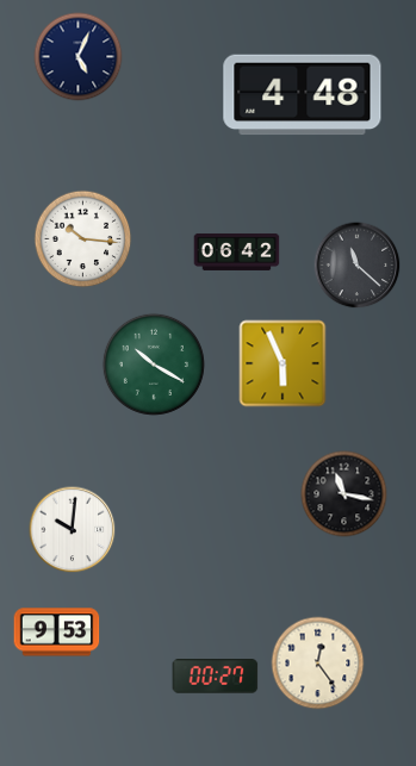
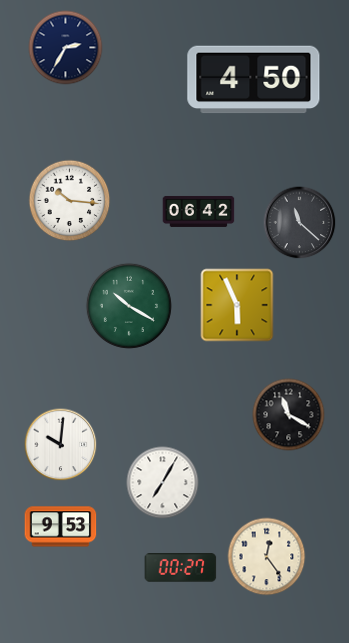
clock at (79, 57): 5:04 -> 2:35
clock at (303, 95): 4:48 -> 4:50
clock at (344, 494): 11:17 -> 11:20
clock at (163, 483): none -> 7:05
clock at (57, 633) position: (57, 633) -> (61, 527)
